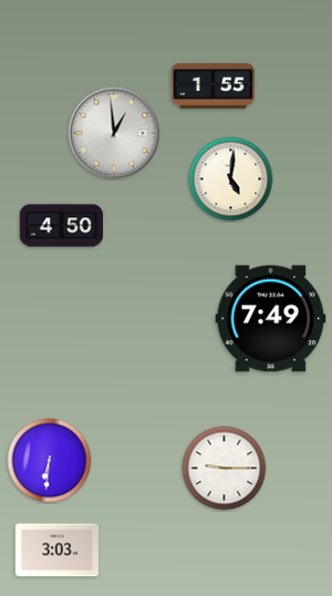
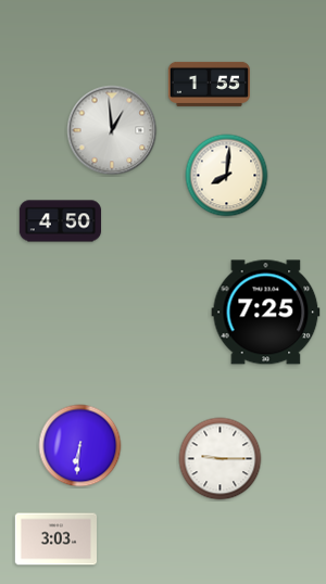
clock at (231, 179): 5:01 -> 8:01
clock at (271, 319): 7:49 -> 7:25
clock at (50, 461) position: (50, 461) -> (80, 446)
